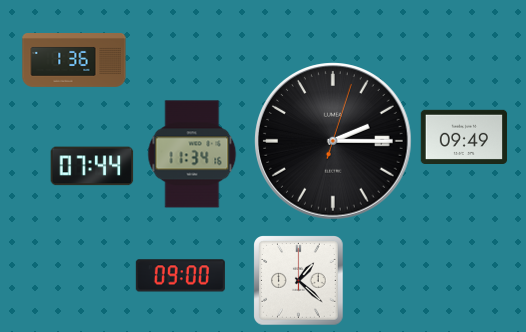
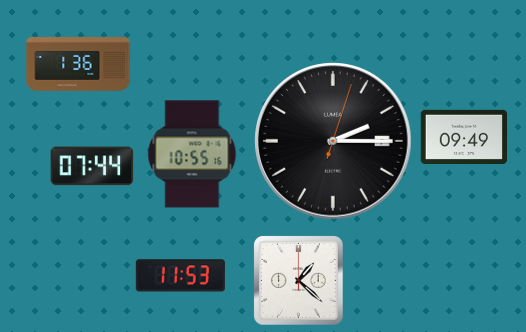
clock at (74, 61) position: (74, 61) -> (78, 65)
clock at (192, 154): 11:34 -> 10:55
clock at (180, 276): 09:00 -> 11:53
